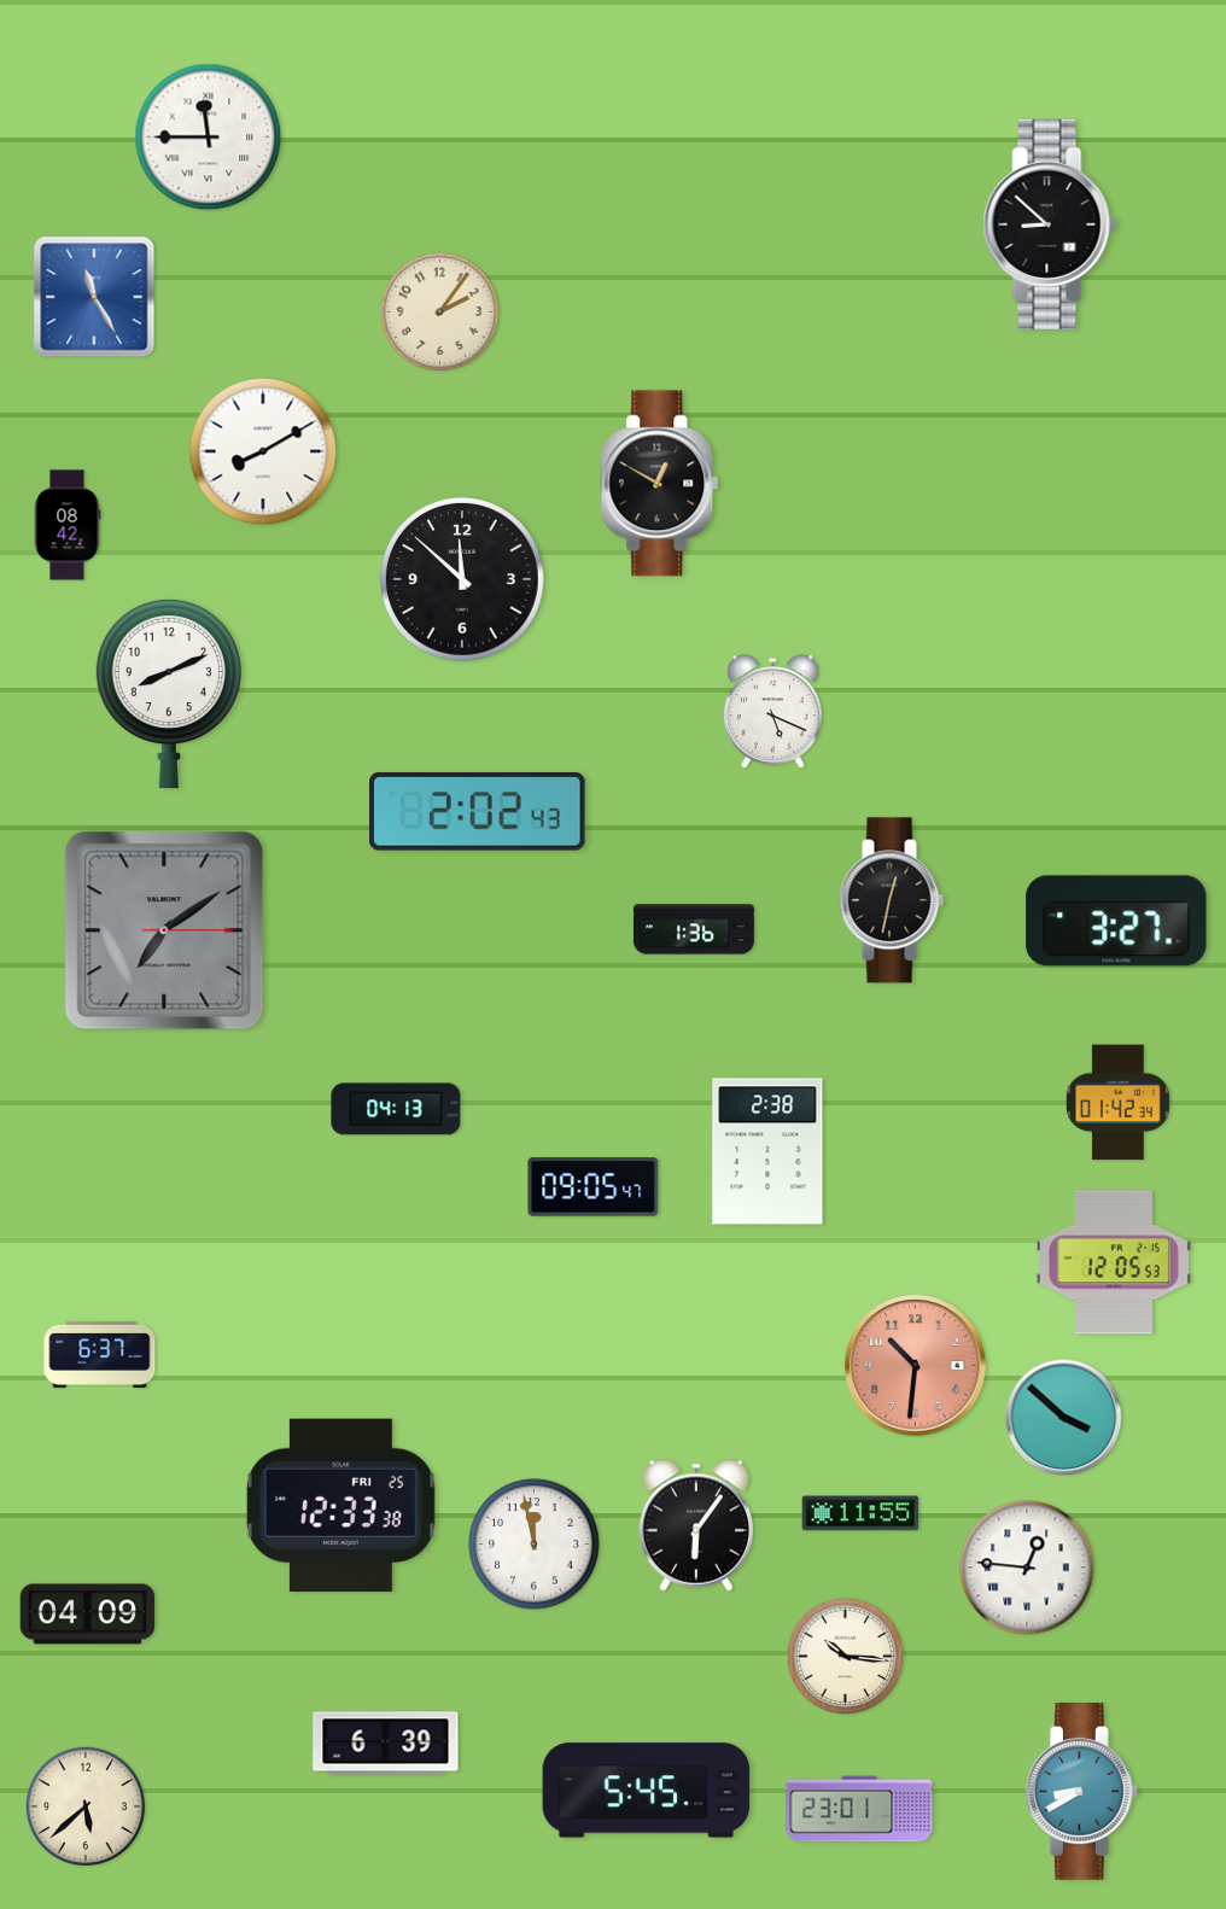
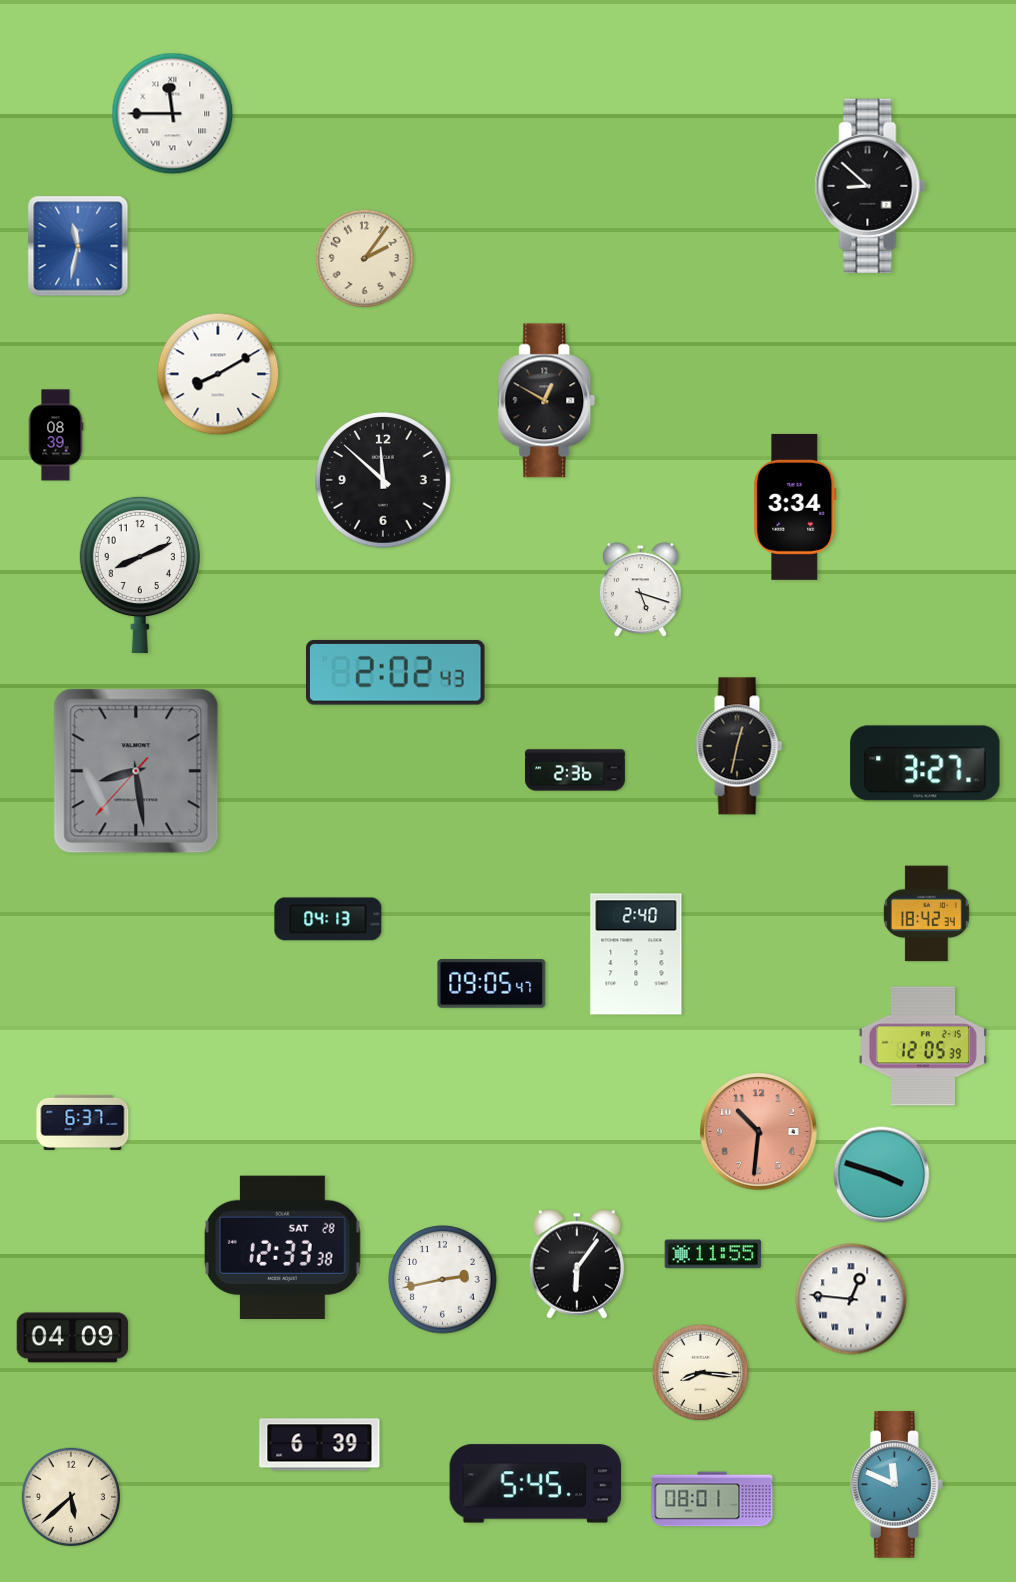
clock at (94, 297): 11:25 -> 11:32
clock at (68, 525): 08:42 -> 08:39
clock at (795, 507): none -> 3:34
clock at (772, 712): 5:19 -> 5:18
clock at (694, 929): 1:36 -> 2:36
clock at (164, 930): 7:09 -> 8:28
clock at (1117, 1103): 01:42 -> 18:42
clock at (767, 1151): 2:38 -> 2:40
clock at (1114, 1262): 12:05:53 -> 12:05:39
clock at (1064, 1418): 3:52 -> 3:48
clock at (340, 1505) date: FRI 25 -> SAT 28
clock at (535, 1545): 11:58 -> 2:43
clock at (846, 1657): 10:16 -> 8:16
clock at (1081, 1792): 8:40 -> 11:49
clock at (859, 1809): 23:01 -> 08:01
